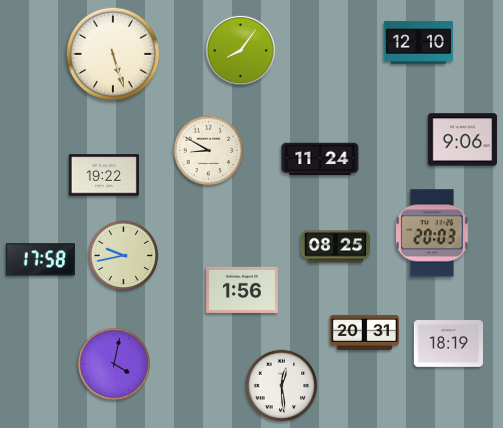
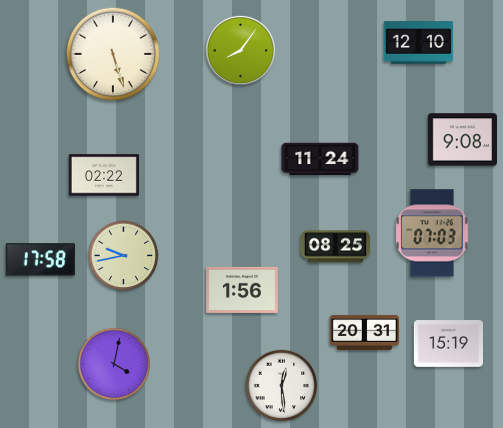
clock at (462, 140): 9:06 -> 9:08
clock at (209, 151): 8:50 -> none
clock at (104, 175): 19:22 -> 02:22
clock at (432, 233): 20:03 -> 07:03
clock at (448, 344): 18:19 -> 15:19
